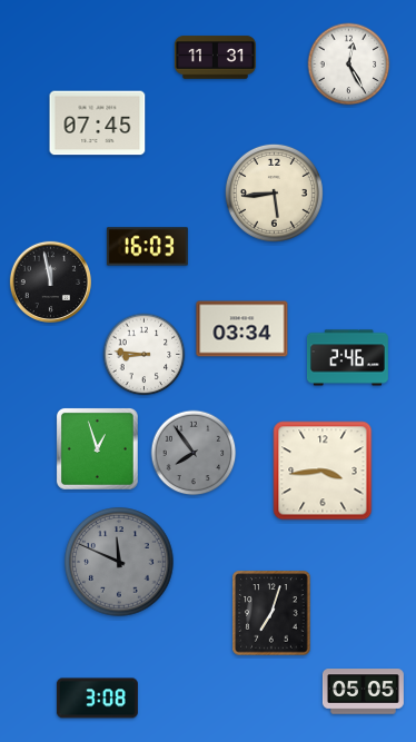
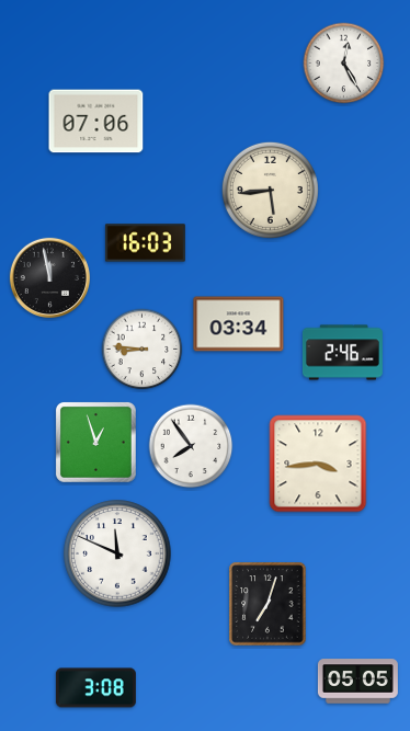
clock at (215, 58): 11:31 -> none
clock at (98, 123): 07:45 -> 07:06
clock at (194, 453) dial: grey -> white
clock at (119, 562) dial: grey -> white
